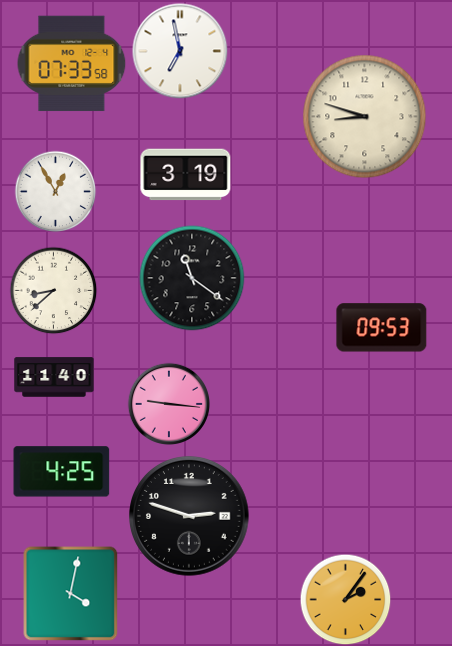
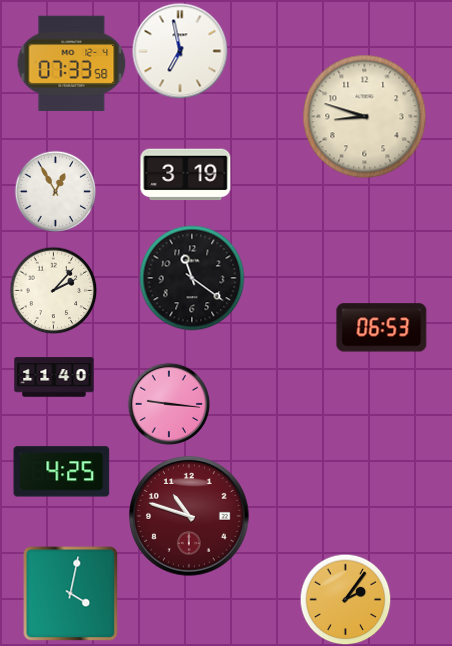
clock at (53, 290): 8:38 -> 2:07
clock at (382, 328): 09:53 -> 06:53
clock at (189, 516): 2:48 -> 10:48
clock at (189, 516) dial: black -> burgundy
